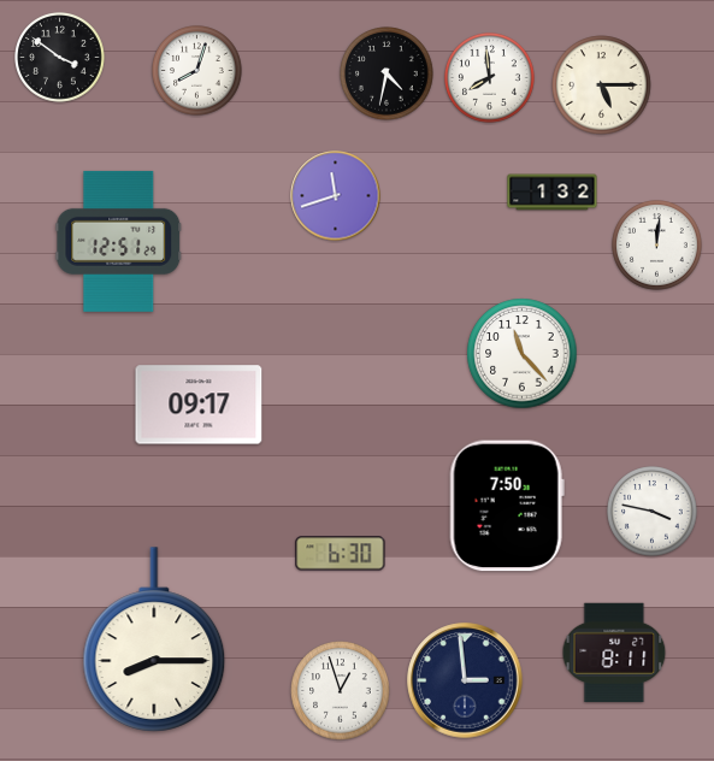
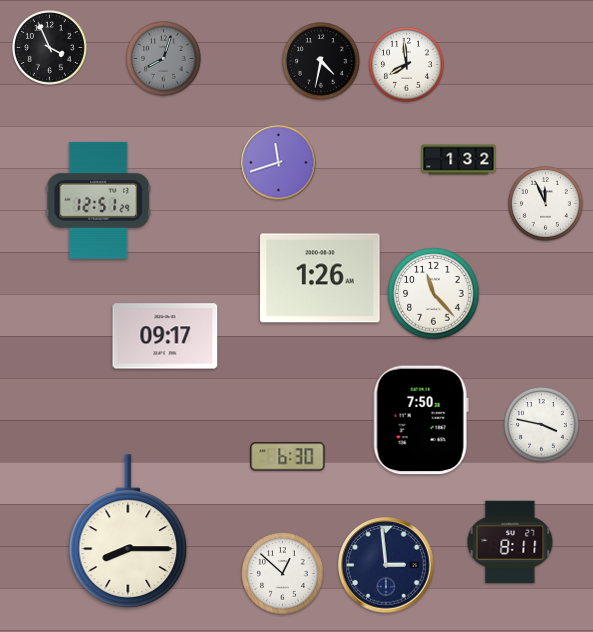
clock at (60, 58): 3:51 -> 3:56
clock at (197, 71) dial: white -> grey
clock at (602, 85): 5:15 -> none
clock at (657, 246): 12:01 -> 11:56
clock at (320, 278): none -> 1:26
clock at (341, 554) position: (341, 554) -> (288, 457)
clock at (341, 691): 12:57 -> 12:52
